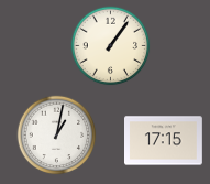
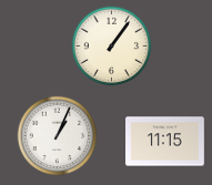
clock at (57, 136): 1:02 -> 1:04
clock at (164, 141): 17:15 -> 11:15
